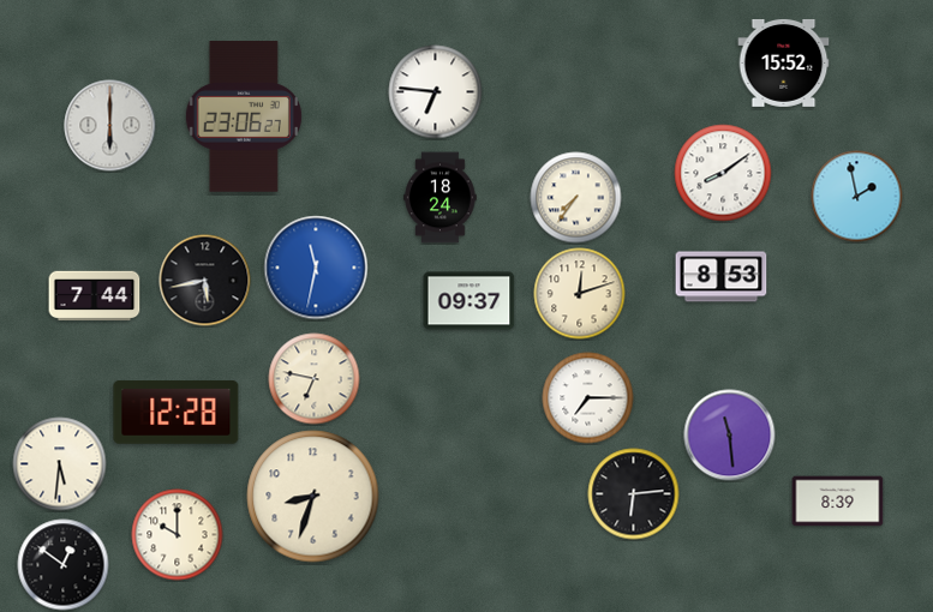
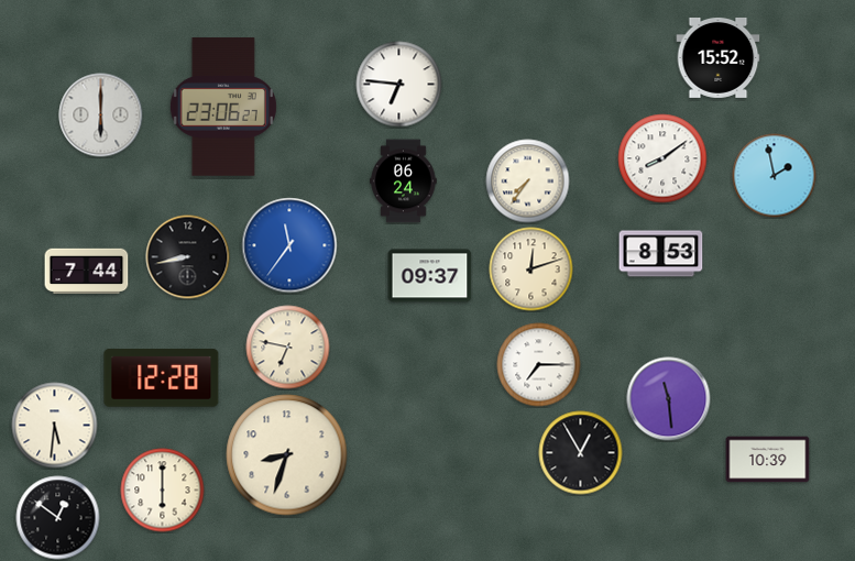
clock at (857, 197) position: (857, 197) -> (775, 176)
clock at (441, 198): 18:24 -> 06:24
clock at (316, 268): 11:32 -> 11:36
clock at (205, 281): 5:43 -> 8:43
clock at (634, 494): 6:14 -> 12:55
clock at (838, 502): 8:39 -> 10:39
clock at (178, 535): 10:00 -> 6:00
